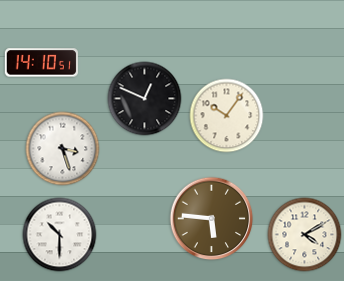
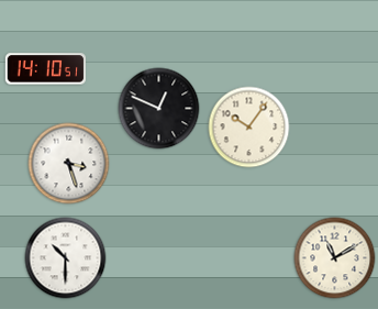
clock at (212, 219): 5:46 -> none
clock at (305, 235): 4:10 -> 11:10
